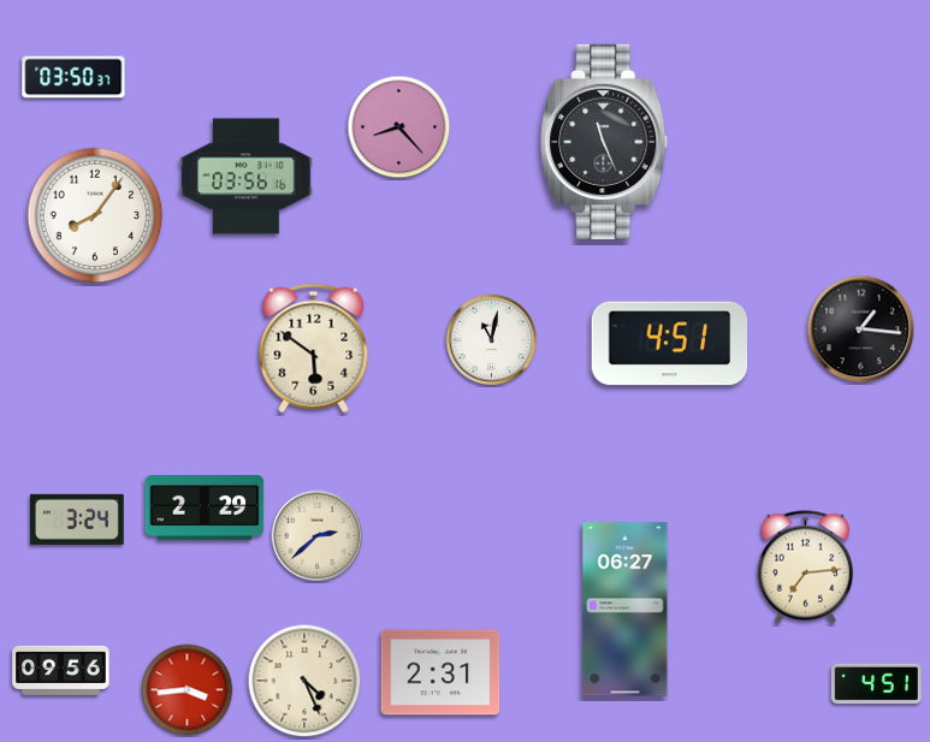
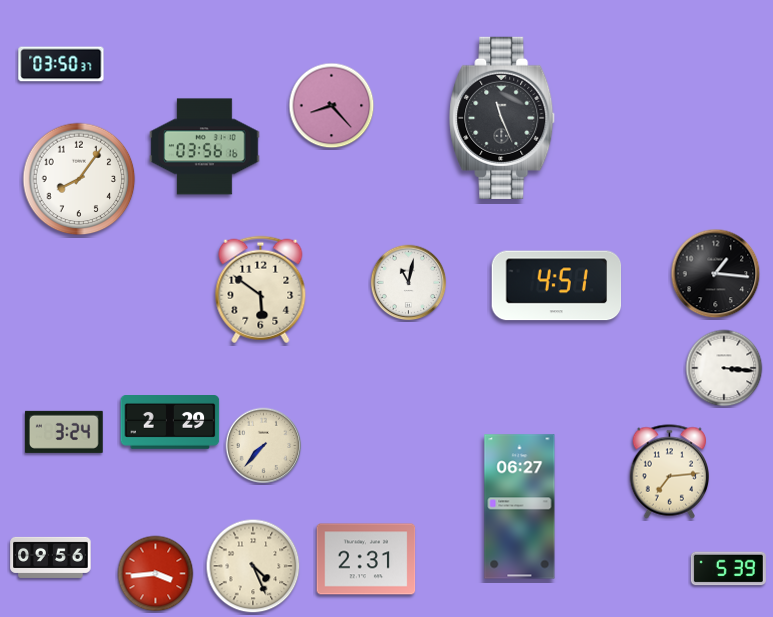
clock at (724, 368): none -> 3:16
clock at (318, 536): 2:38 -> 7:37
clock at (876, 684): 4:51 -> 5:39
